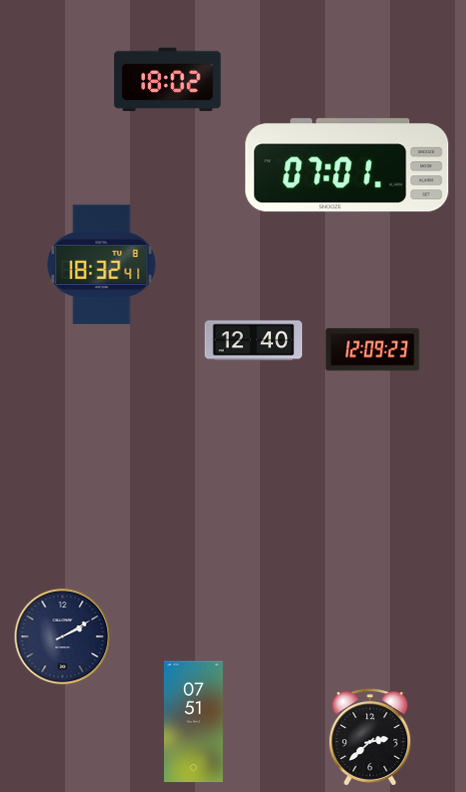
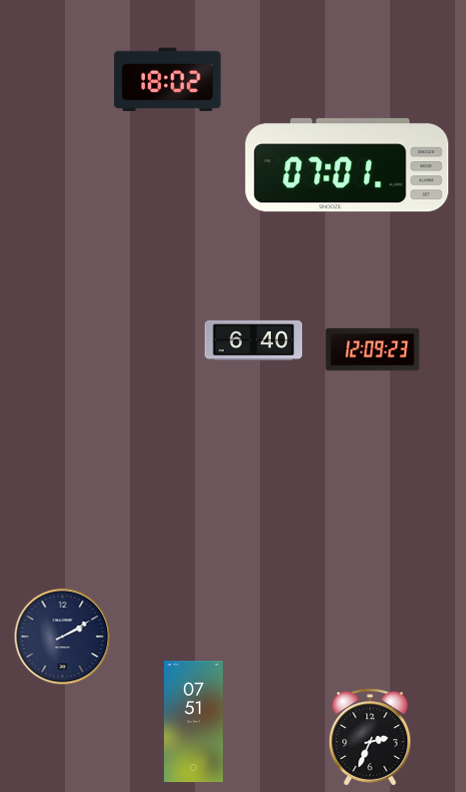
clock at (102, 265): 18:32 -> none
clock at (254, 341): 12:40 -> 6:40
clock at (370, 737): 2:38 -> 2:34
